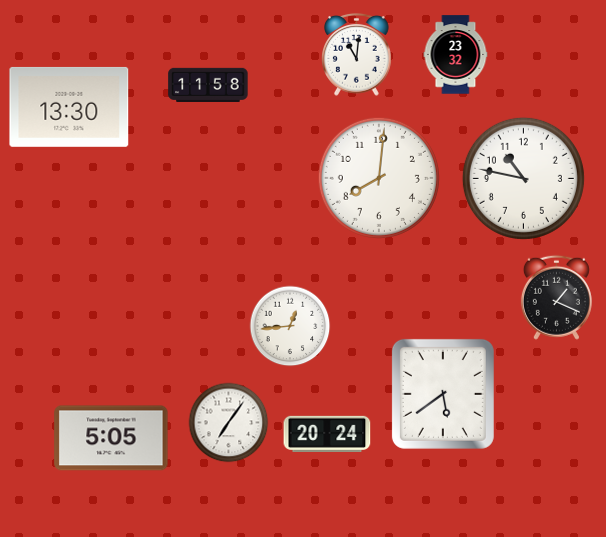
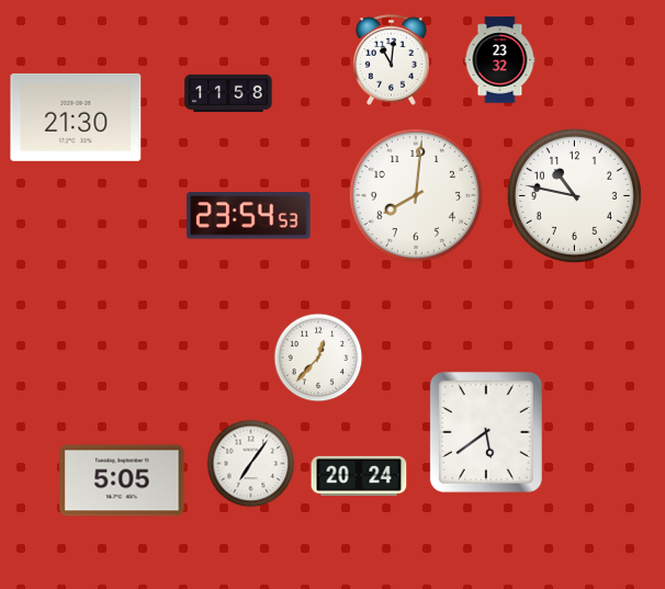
clock at (69, 107): 13:30 -> 21:30
clock at (249, 216): none -> 23:54
clock at (556, 297): 1:19 -> none
clock at (290, 326): 12:44 -> 12:37
